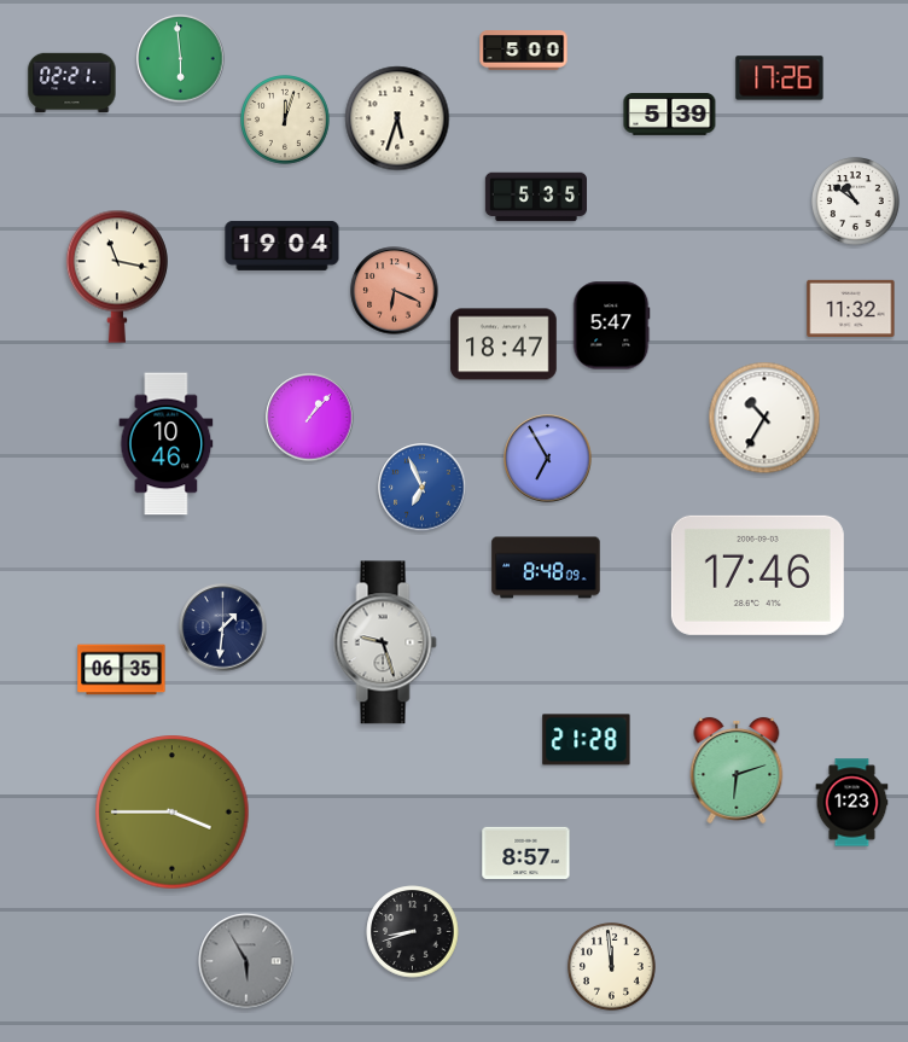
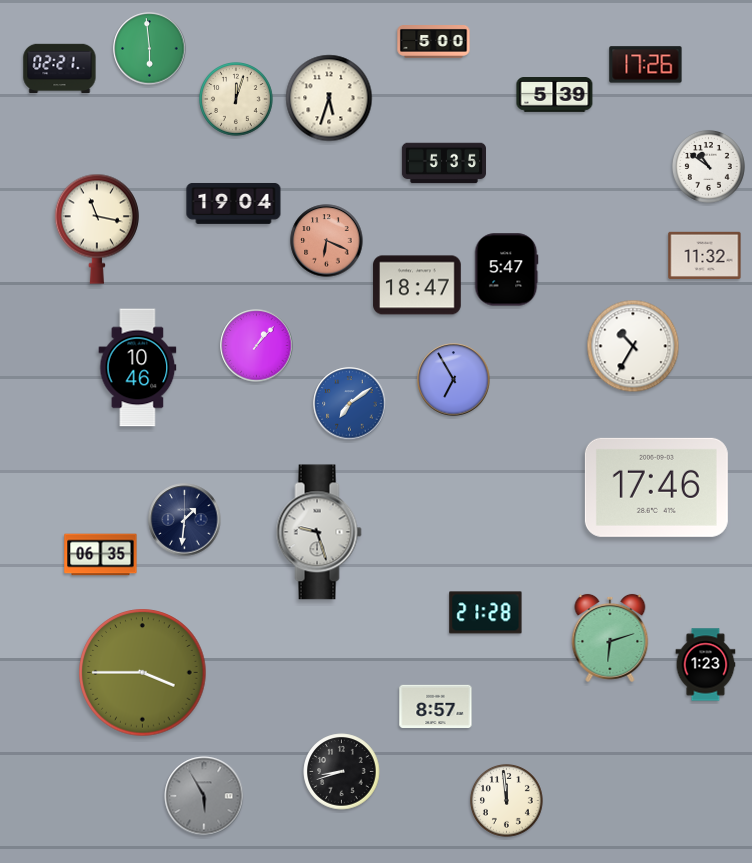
clock at (423, 488): 6:56 -> 7:09
clock at (546, 567): 8:48 -> none
clock at (757, 575) position: (757, 575) -> (656, 487)
